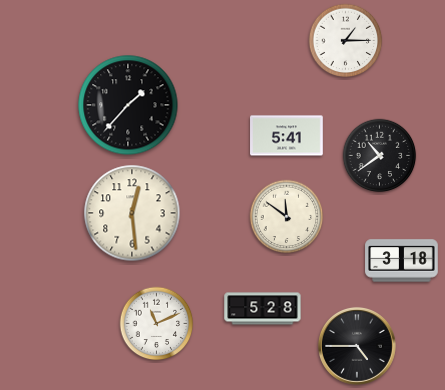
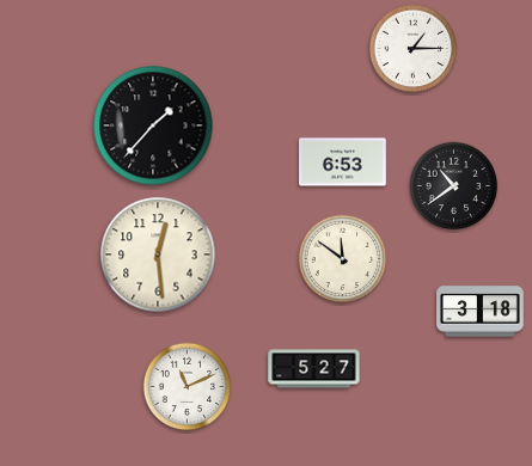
clock at (287, 136): 5:41 -> 6:53
clock at (263, 309): 5:28 -> 5:27
clock at (357, 346): 4:45 -> none
